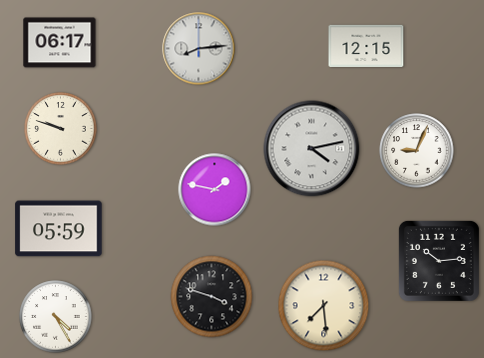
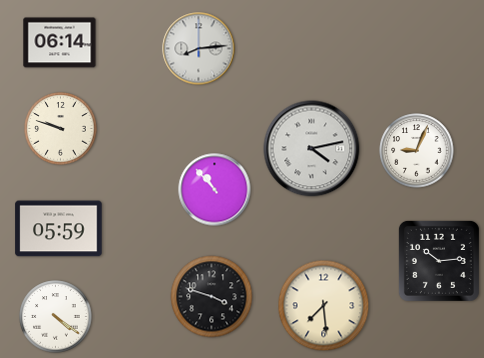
clock at (60, 43): 06:17 -> 06:14
clock at (366, 46): 12:15 -> none
clock at (215, 190): 1:47 -> 10:53
clock at (56, 317): 4:25 -> 4:21
